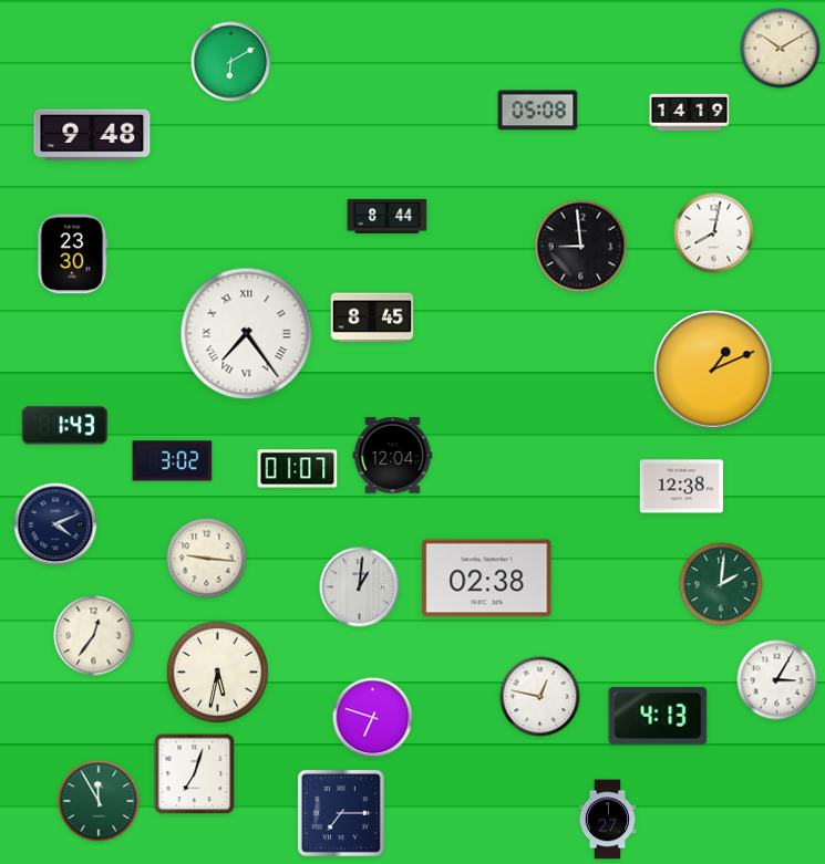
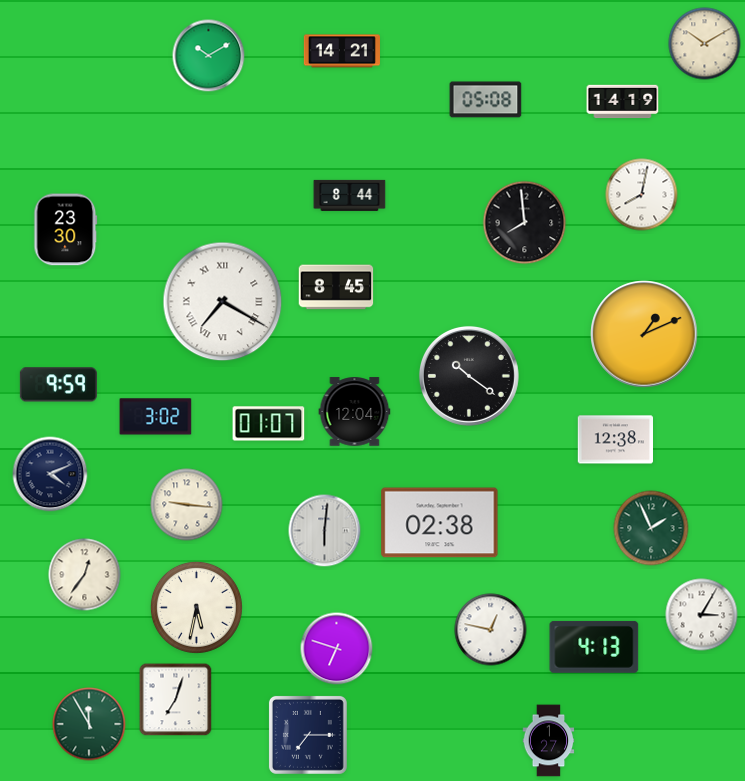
clock at (342, 51): none -> 14:21
clock at (231, 62): 6:10 -> 10:10
clock at (92, 135): 9:48 -> none
clock at (714, 233) position: (714, 233) -> (642, 195)
clock at (581, 247): 8:59 -> 7:59
clock at (247, 334): 7:24 -> 7:20
clock at (469, 376): none -> 10:21
clock at (64, 426): 1:43 -> 9:59
clock at (721, 584): 2:01 -> 1:56
clock at (360, 587): 1:01 -> 6:01
clock at (540, 697) position: (540, 697) -> (491, 630)
